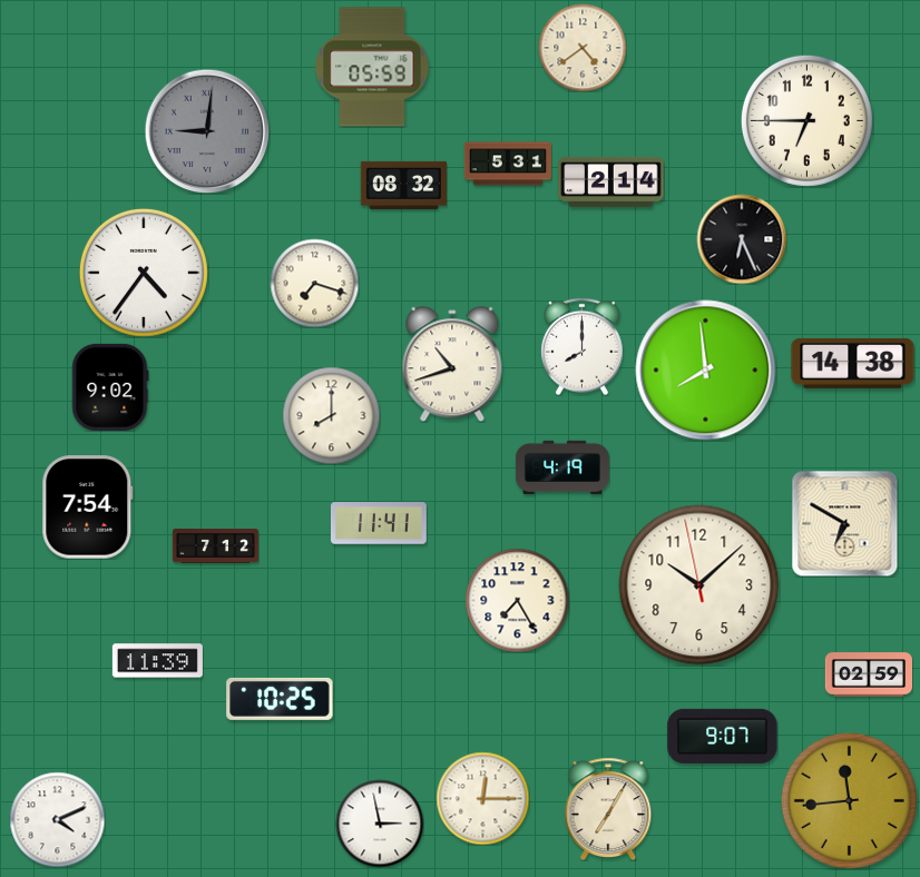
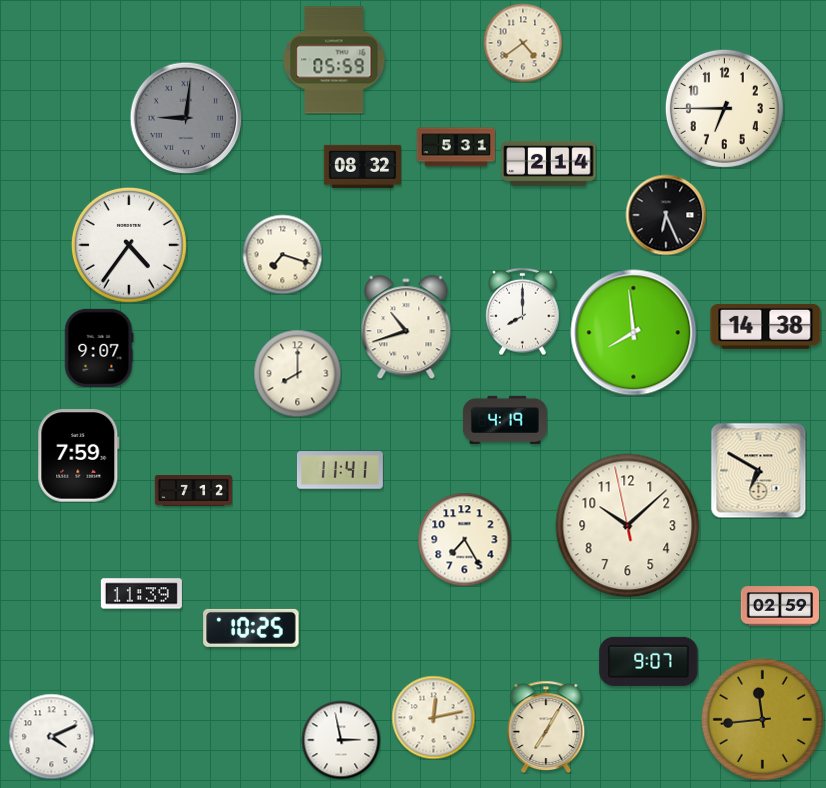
clock at (110, 387): 9:02 -> 9:07
clock at (88, 508): 7:54 -> 7:59
clock at (482, 798): 12:15 -> 12:13
